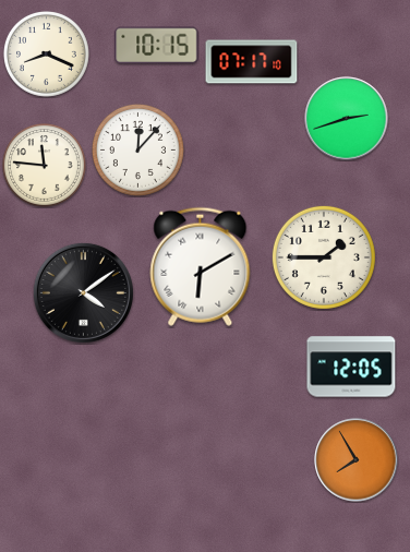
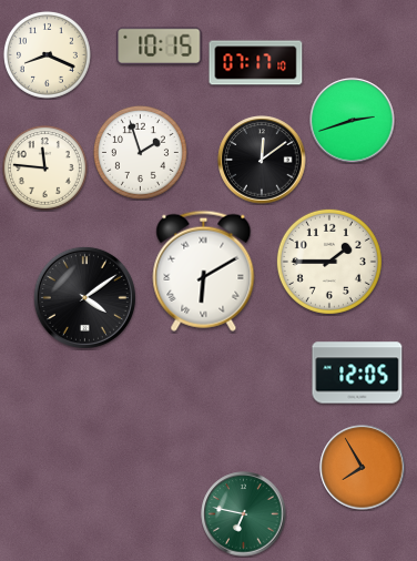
clock at (137, 149): 12:07 -> 1:57
clock at (262, 160): none -> 12:09
clock at (244, 514): none -> 6:47
